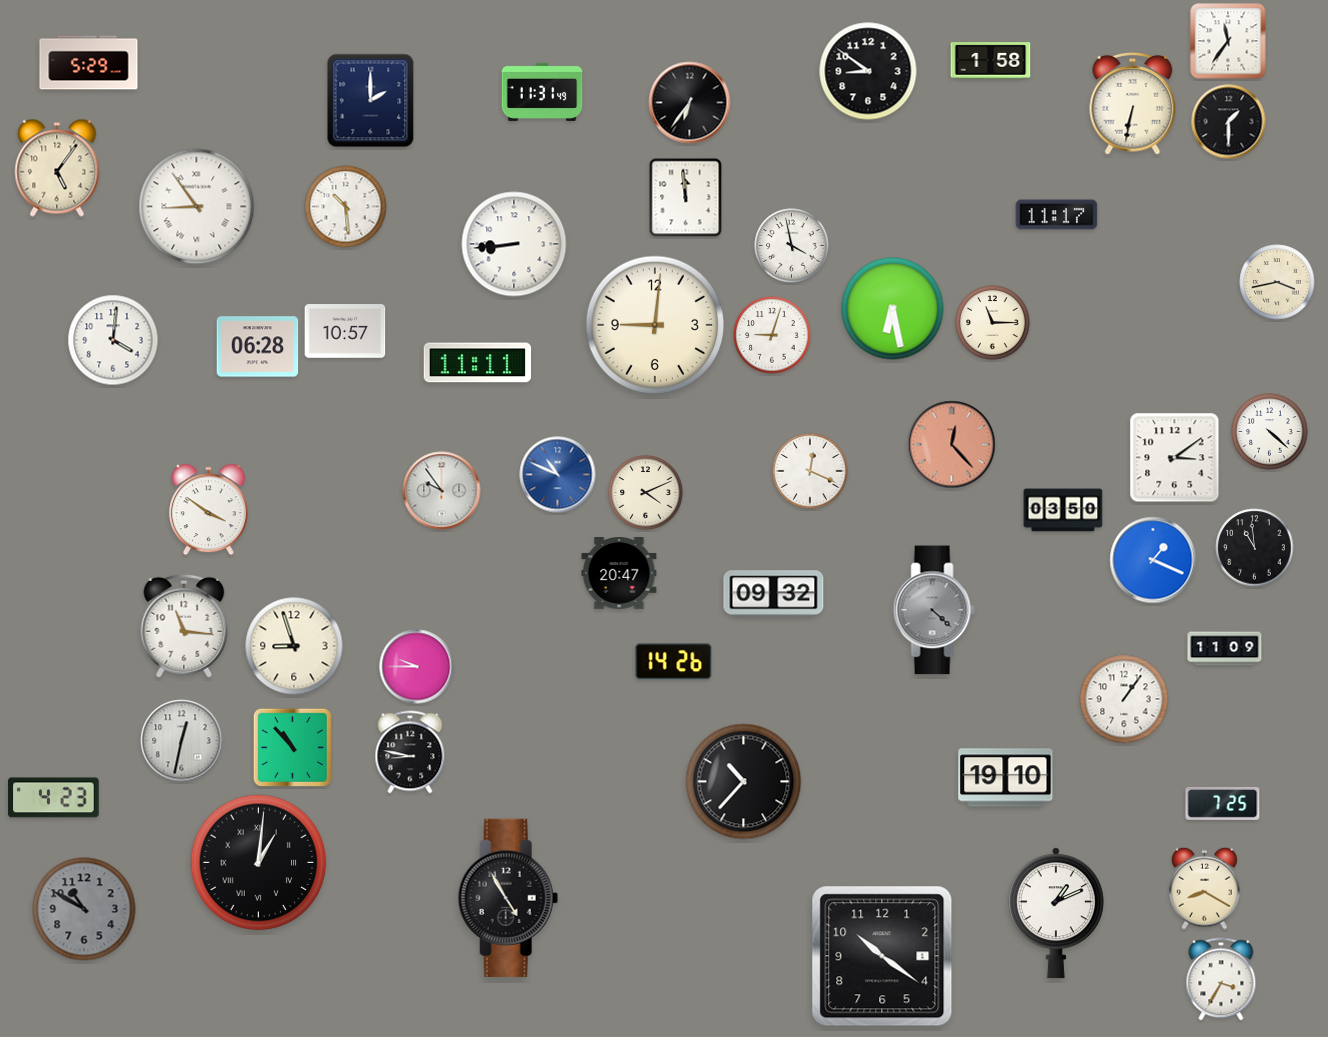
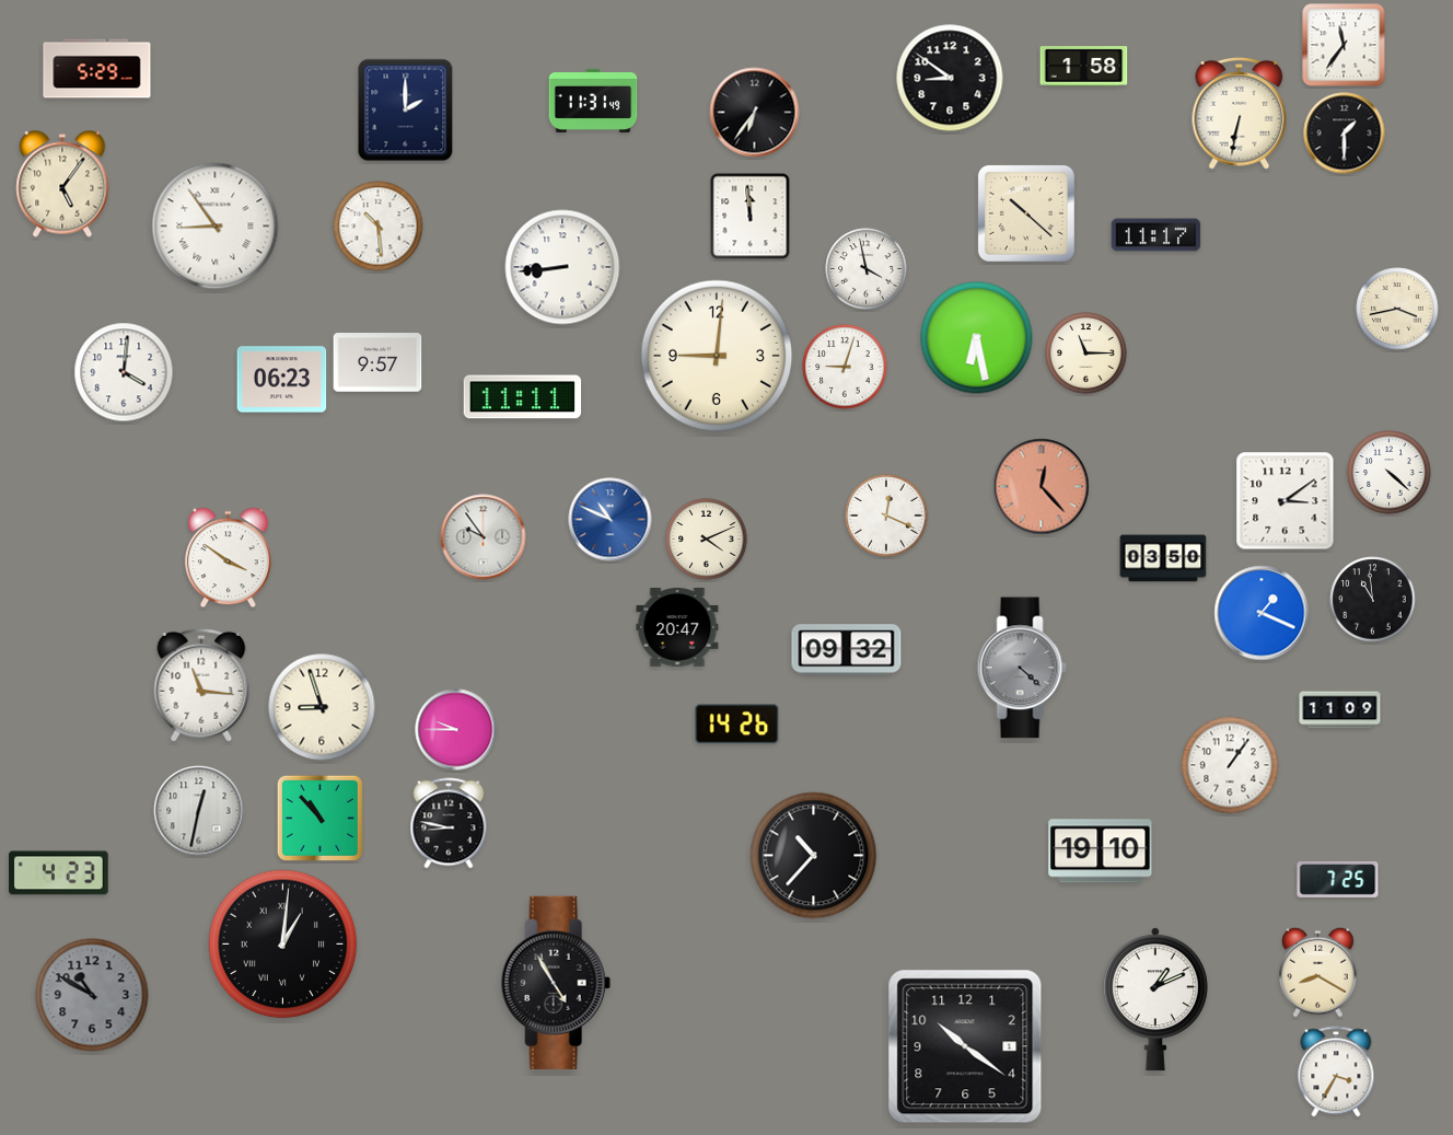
clock at (1026, 213): none -> 10:22
clock at (345, 331): 10:57 -> 9:57
clock at (258, 347): 06:28 -> 06:23
